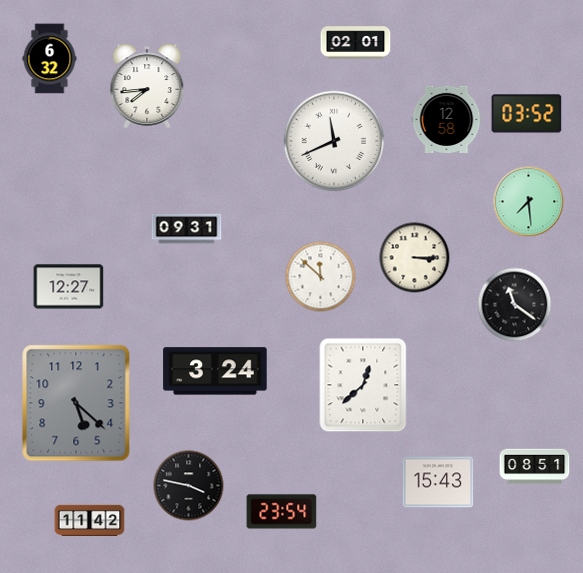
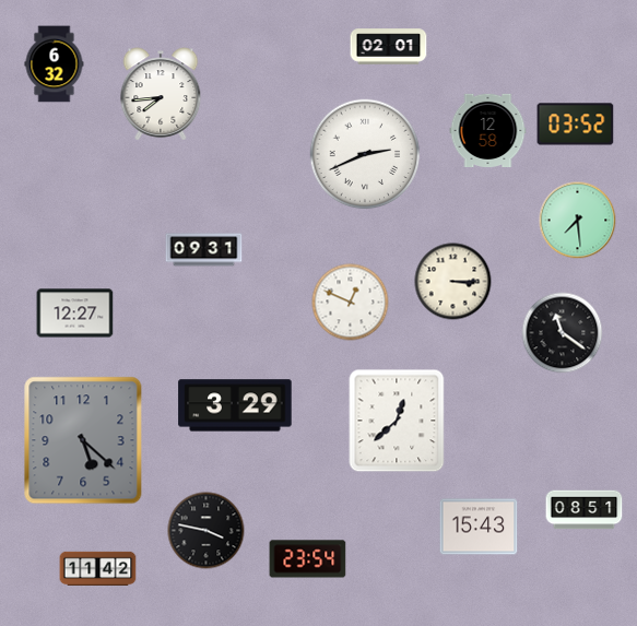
clock at (334, 141): 11:41 -> 2:41
clock at (321, 277): 11:52 -> 12:49
clock at (215, 371): 3:24 -> 3:29
